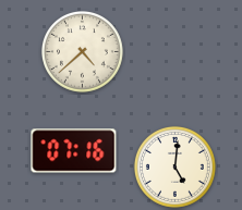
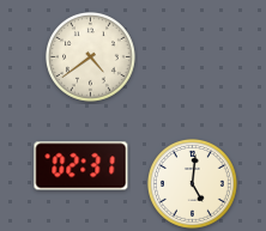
clock at (83, 52): 4:38 -> 4:39
clock at (74, 151): 07:16 -> 02:31
